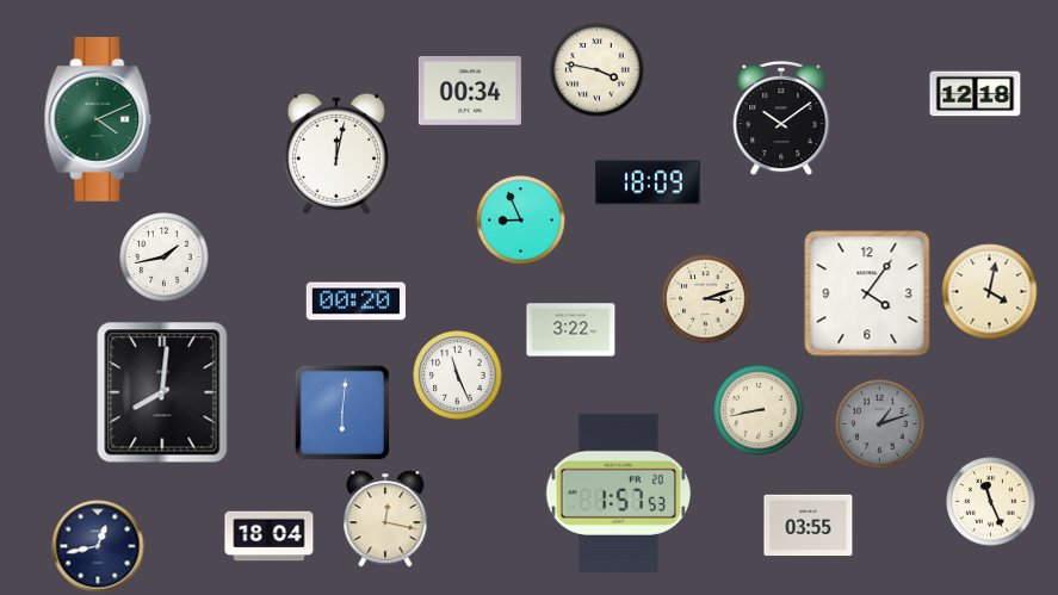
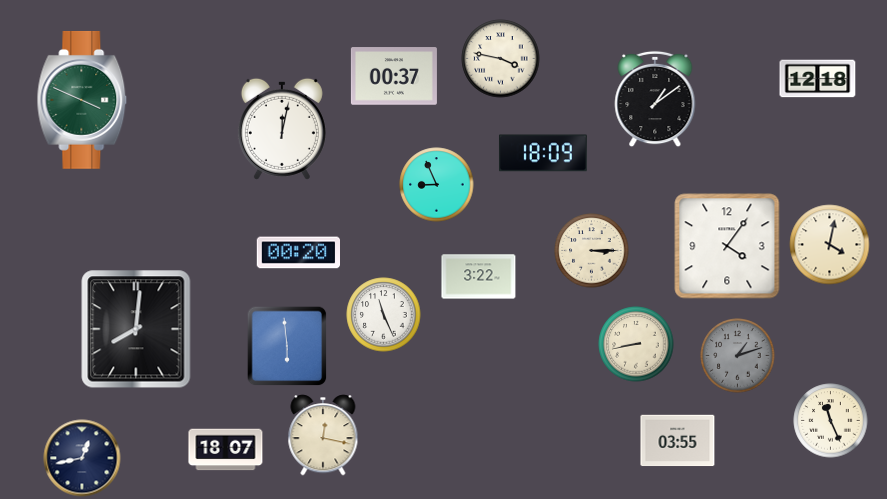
clock at (470, 91): 00:34 -> 00:37
clock at (781, 118): 10:09 -> 1:09
clock at (98, 119): 4:11 -> 3:49
clock at (165, 258): 1:43 -> none
clock at (706, 299): 3:12 -> 3:15
clock at (342, 413): 6:01 -> 5:59
clock at (619, 492): 1:57 -> none
clock at (270, 537): 18:04 -> 18:07
